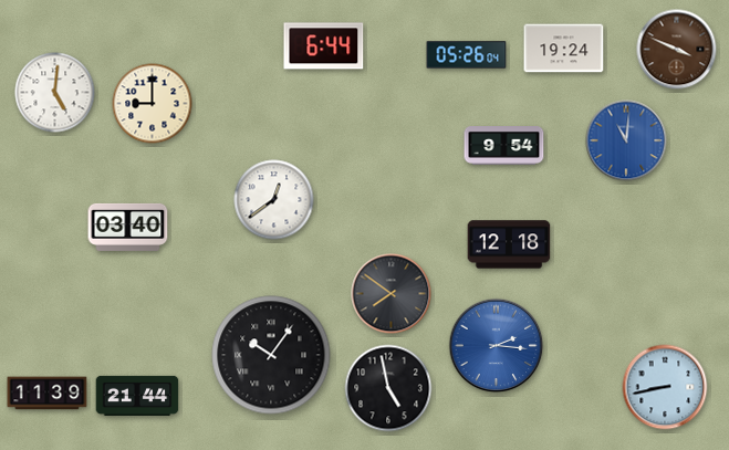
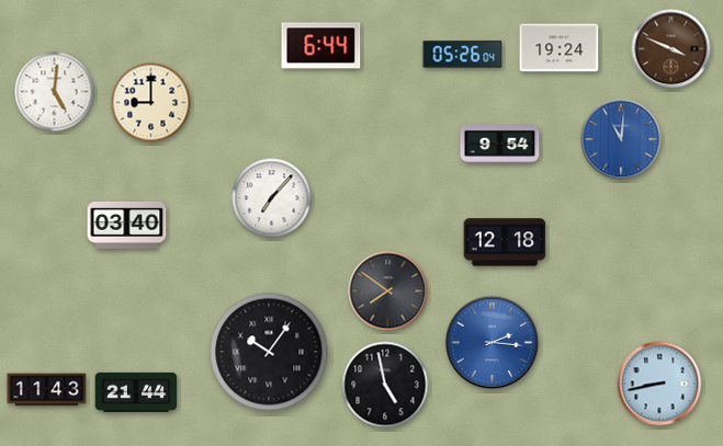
clock at (274, 200): 12:39 -> 7:07
clock at (48, 394): 11:39 -> 11:43
